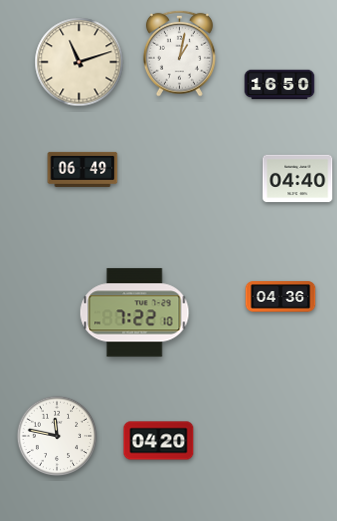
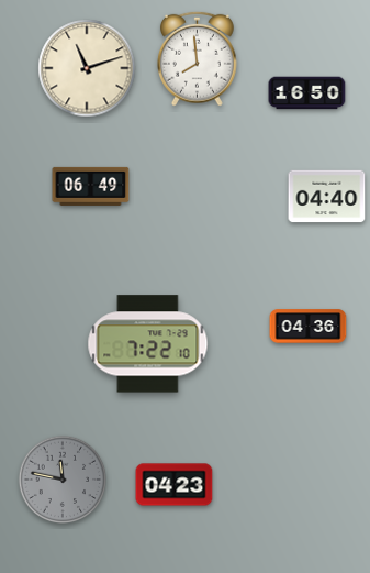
clock at (179, 53): 1:02 -> 7:59
clock at (57, 436) dial: white -> grey
clock at (159, 441): 04:20 -> 04:23
